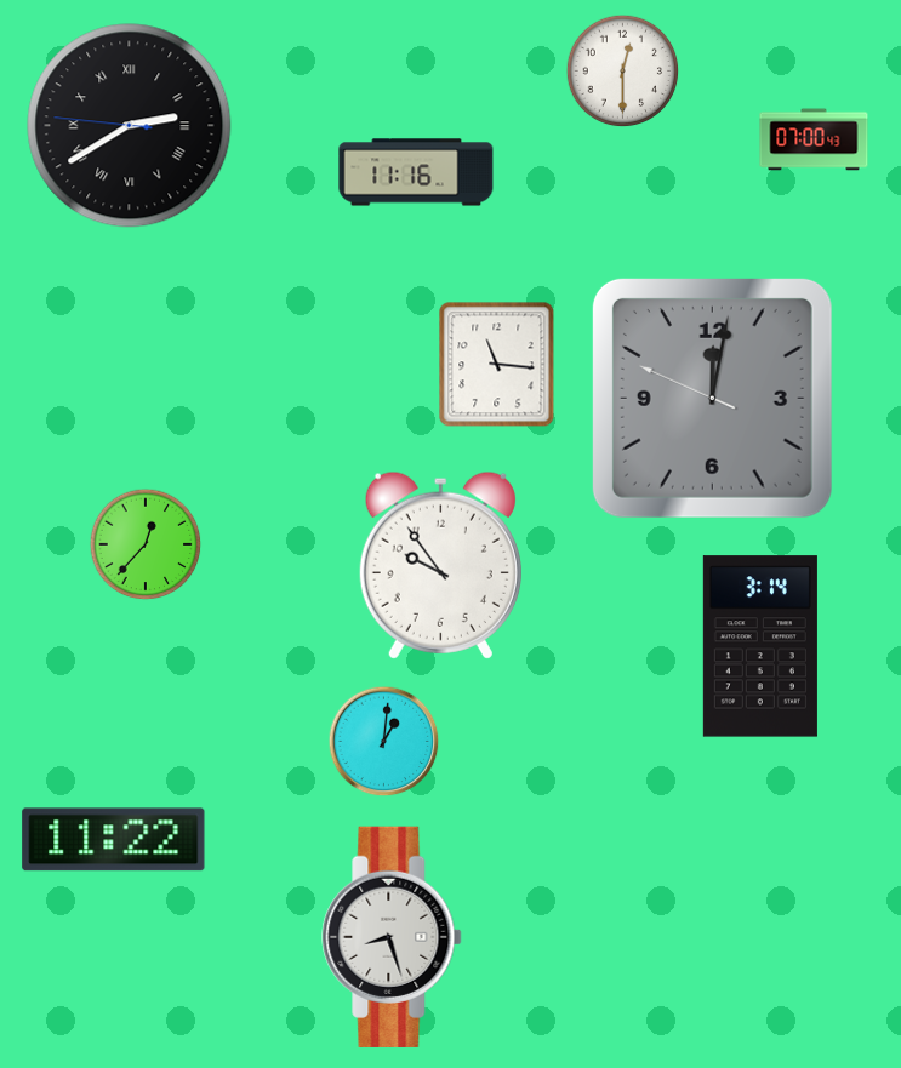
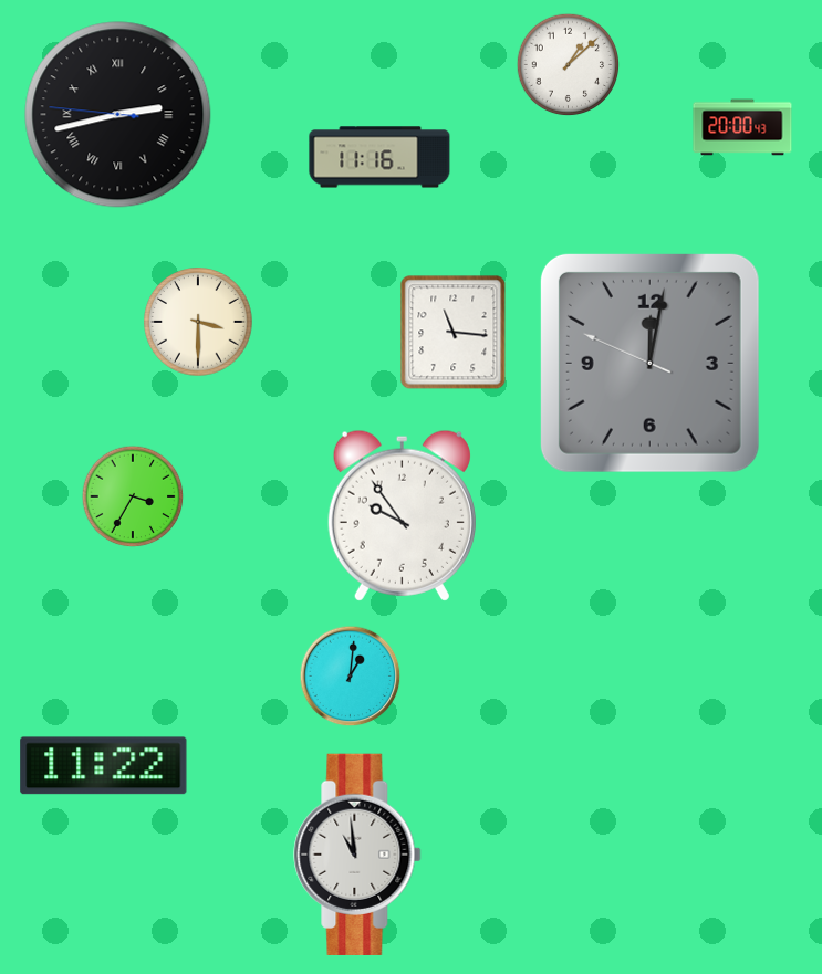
clock at (623, 72): 12:30 -> 1:08
clock at (130, 126): 2:39 -> 2:42
clock at (814, 139): 07:00 -> 20:00
clock at (198, 322): none -> 3:30
clock at (146, 544): 12:37 -> 3:35
clock at (760, 646): 3:14 -> none
clock at (392, 937): 8:27 -> 10:59
